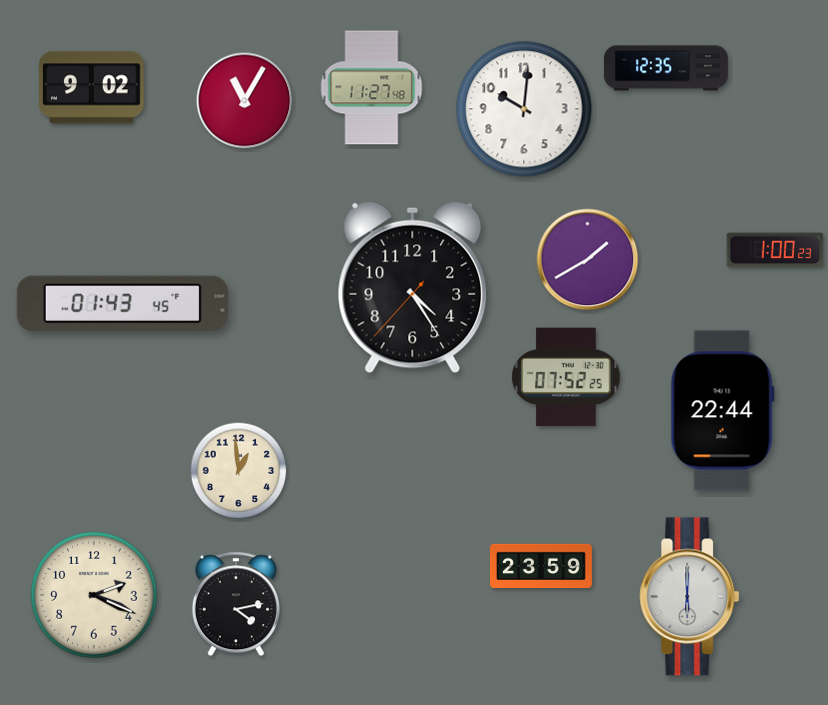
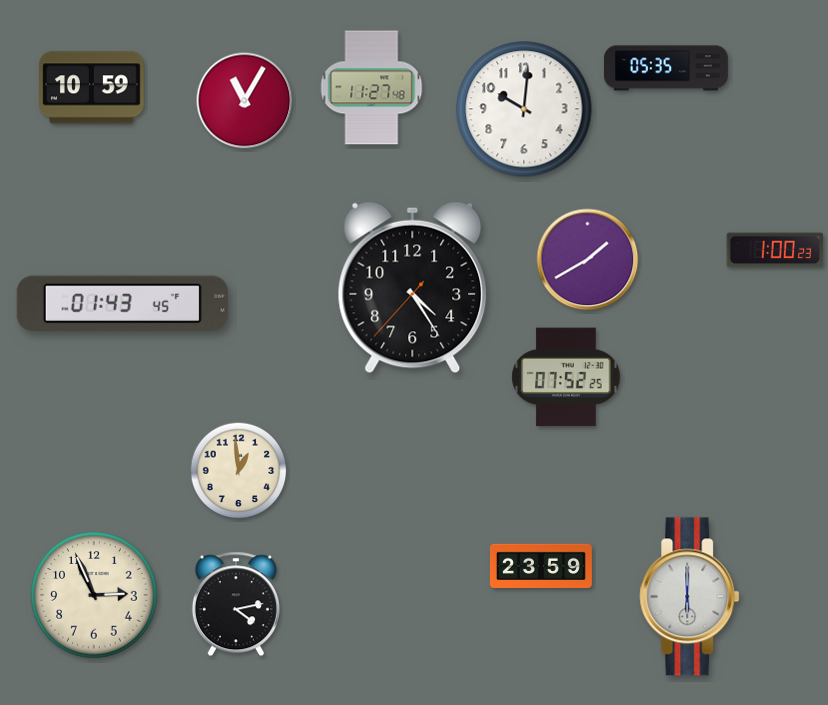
clock at (666, 68): 12:35 -> 05:35
clock at (92, 88): 9:02 -> 10:59
clock at (722, 411): 22:44 -> none
clock at (94, 595): 2:19 -> 2:56
